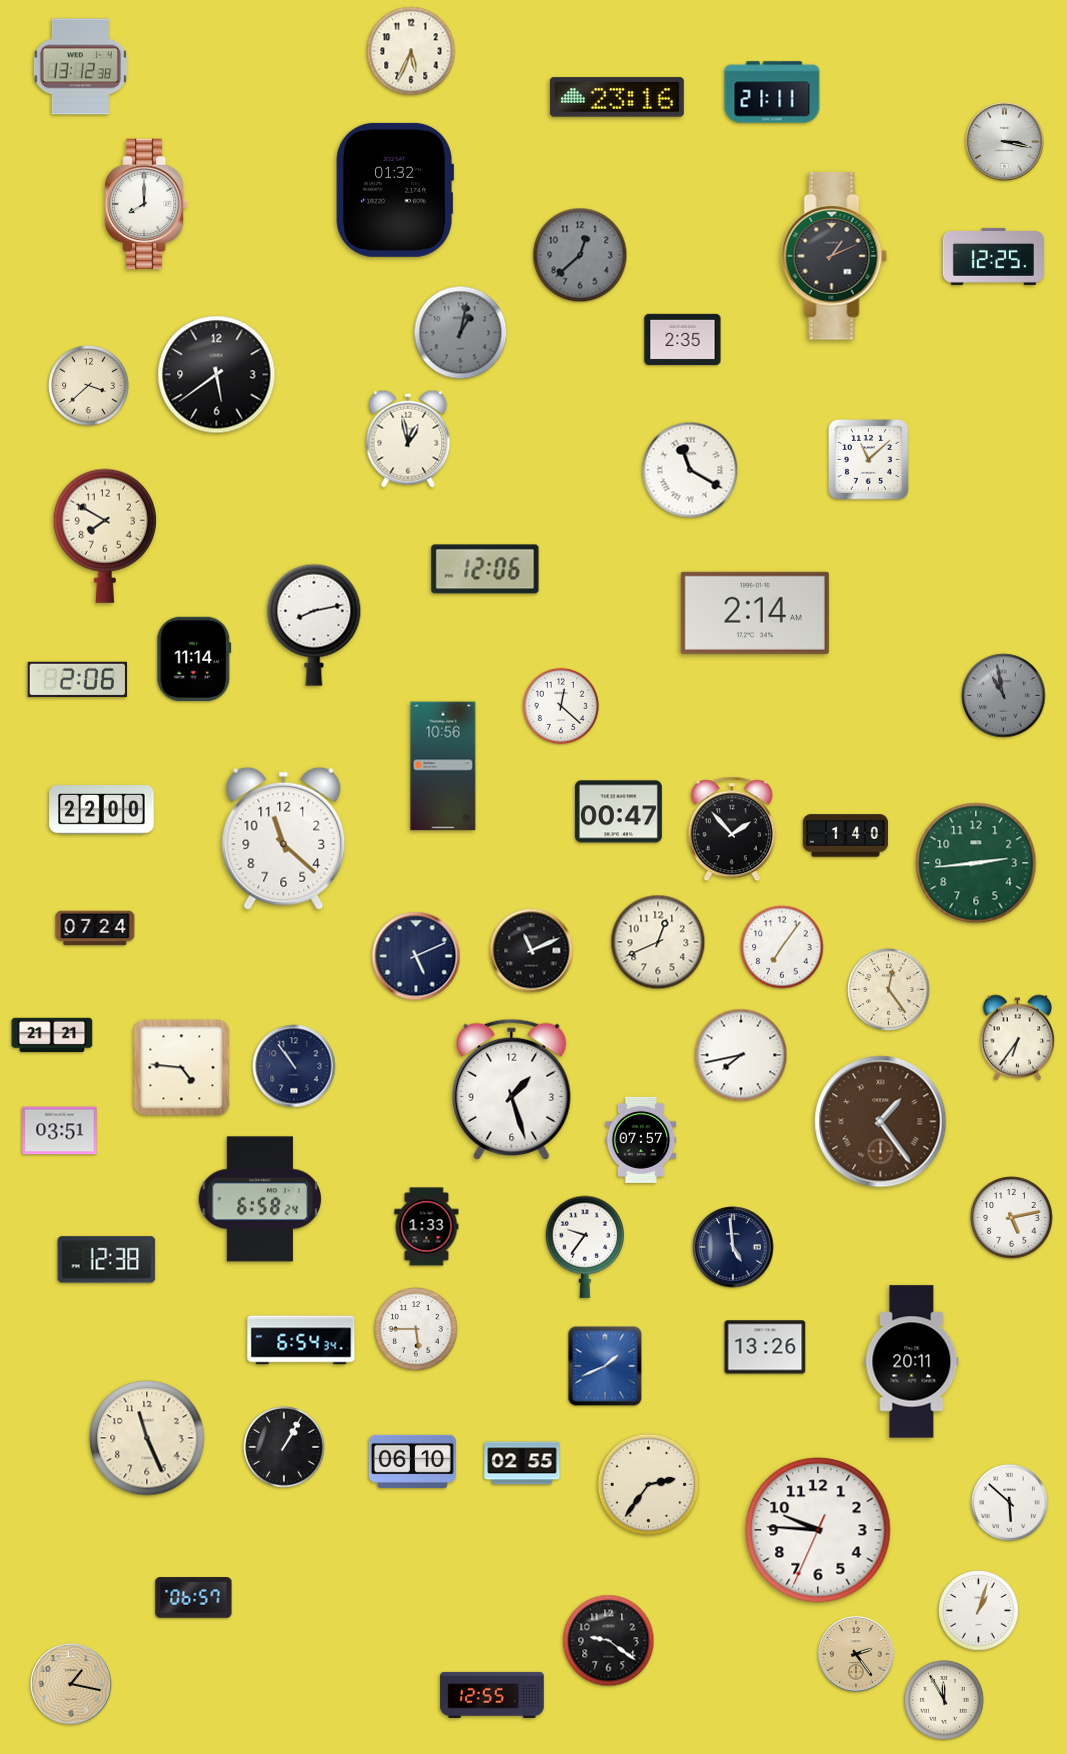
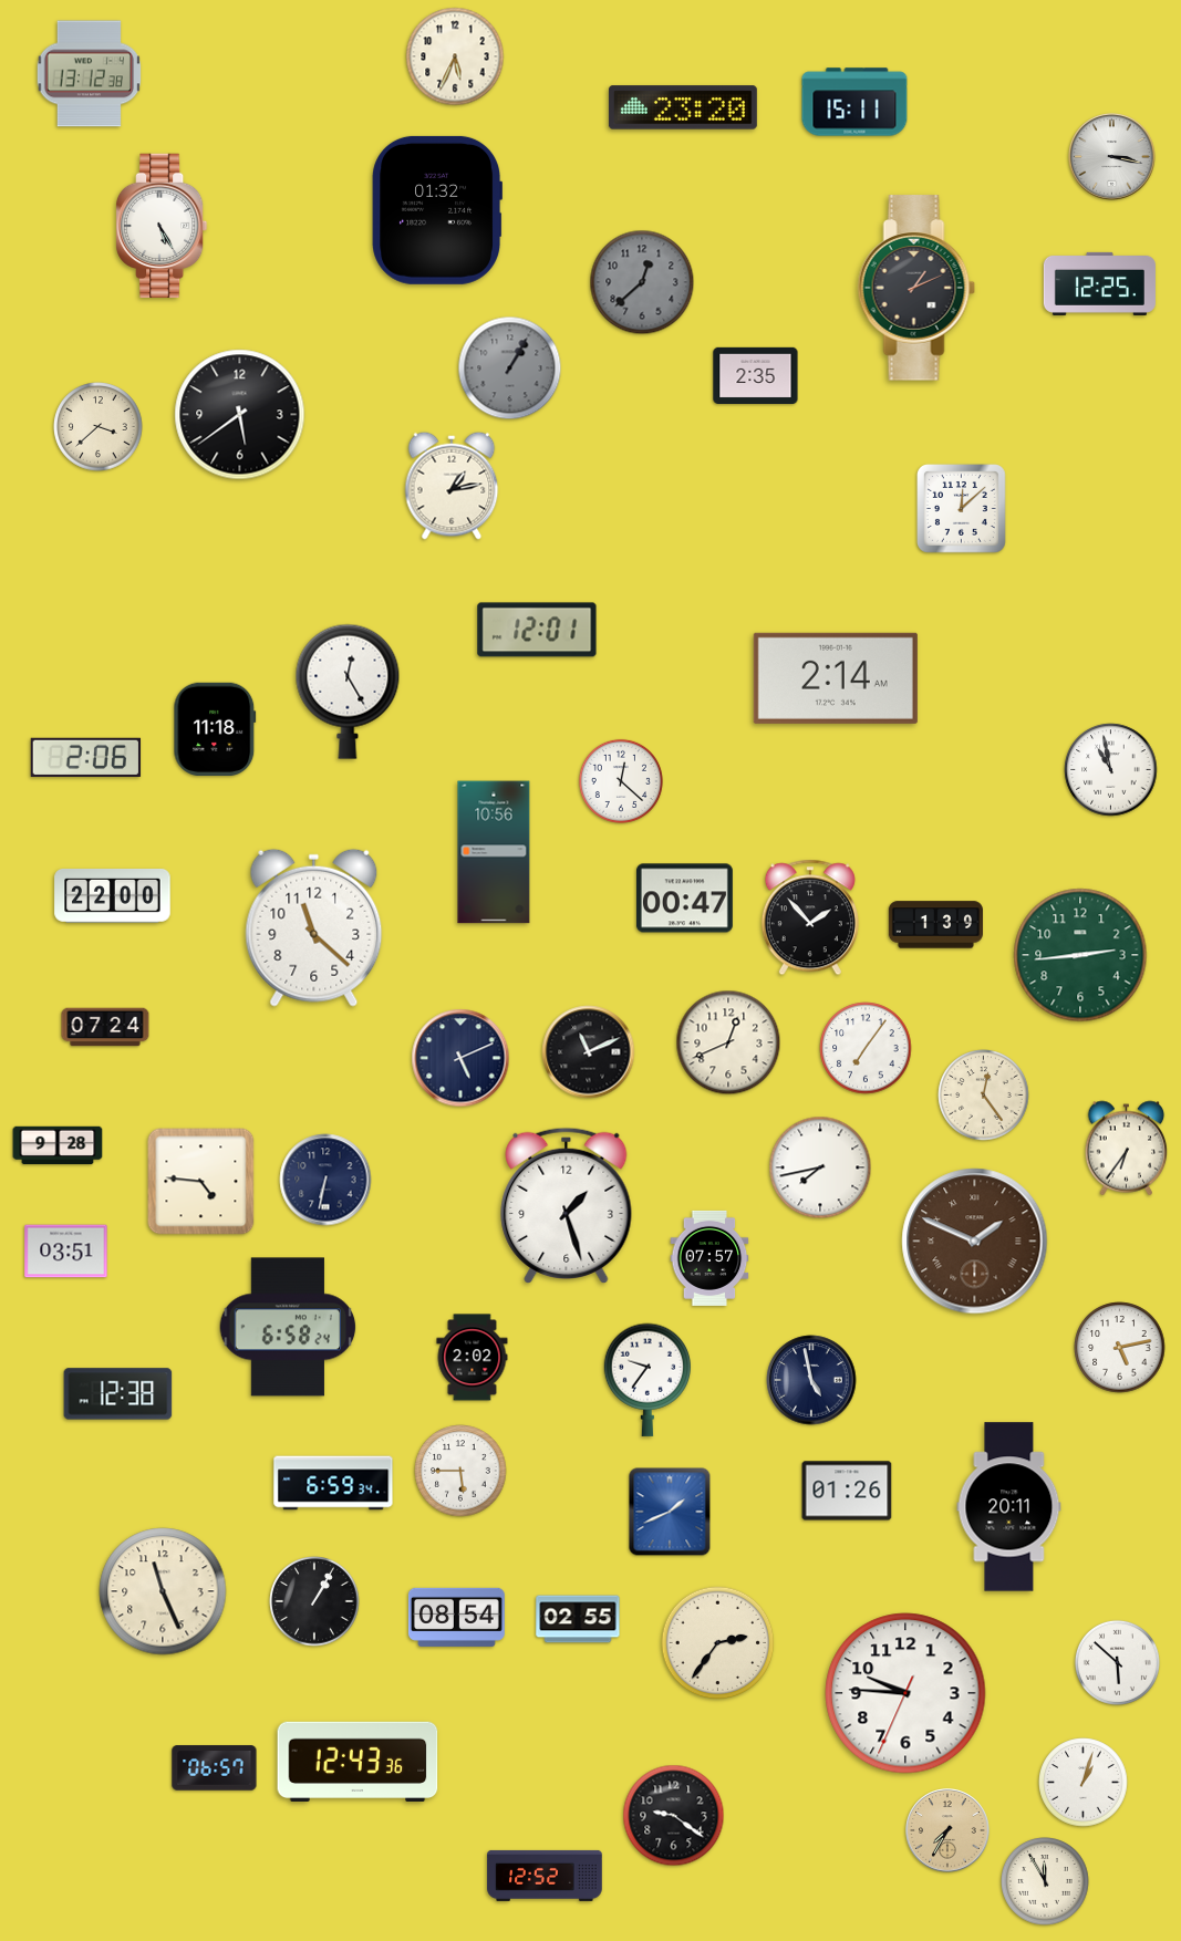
clock at (772, 92): 21:11 -> 15:11
clock at (617, 97): 23:16 -> 23:20
clock at (147, 204): 8:00 -> 5:25
clock at (834, 256) position: (834, 256) -> (916, 288)
clock at (461, 333): 1:02 -> 1:05
clock at (408, 439): 12:58 -> 1:13
clock at (869, 460): 11:08 -> 12:08
clock at (690, 470): 11:20 -> none
clock at (105, 536): 7:50 -> none
clock at (485, 569): 12:06 -> 12:01
clock at (314, 625): 8:13 -> 12:25
clock at (194, 658): 11:14 -> 11:18
clock at (78, 679) position: (78, 679) -> (86, 757)
clock at (1004, 696) dial: grey -> white
clock at (443, 766) position: (443, 766) -> (494, 852)
clock at (845, 836): 1:40 -> 1:39
clock at (52, 1035): 21:21 -> 9:28
clock at (294, 1066): 10:54 -> 6:32
clock at (881, 1122): 1:24 -> 1:49
clock at (641, 1140) position: (641, 1140) -> (709, 1258)
clock at (427, 1227): 1:33 -> 2:02
clock at (733, 1247): 4:59 -> 4:58
clock at (301, 1340): 6:54 -> 6:59
clock at (765, 1347): 13:26 -> 01:26
clock at (412, 1461): 06:10 -> 08:54
clock at (358, 1762): none -> 12:43
clock at (856, 1654): 2:24 -> 7:35
clock at (71, 1684): 1:17 -> none
clock at (492, 1695): 12:55 -> 12:52
